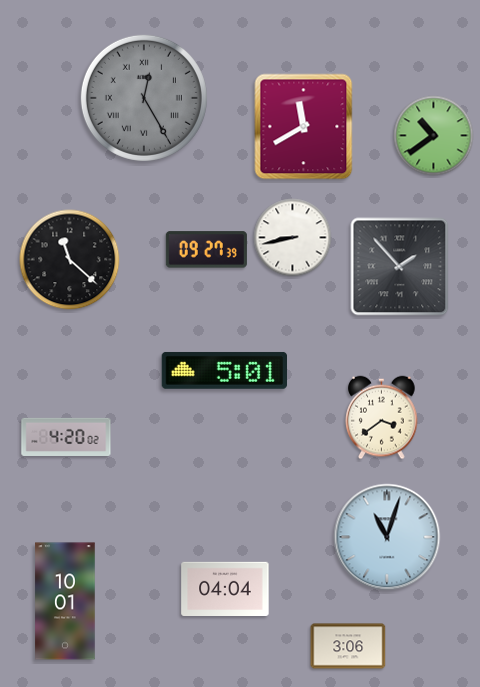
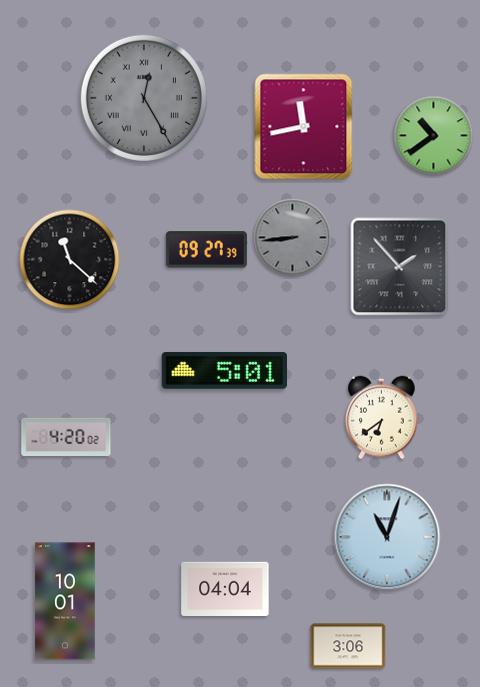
clock at (304, 127): 11:40 -> 11:43
clock at (293, 238): 8:43 -> 8:44
clock at (293, 238) dial: white -> grey
clock at (382, 418): 3:39 -> 6:39
